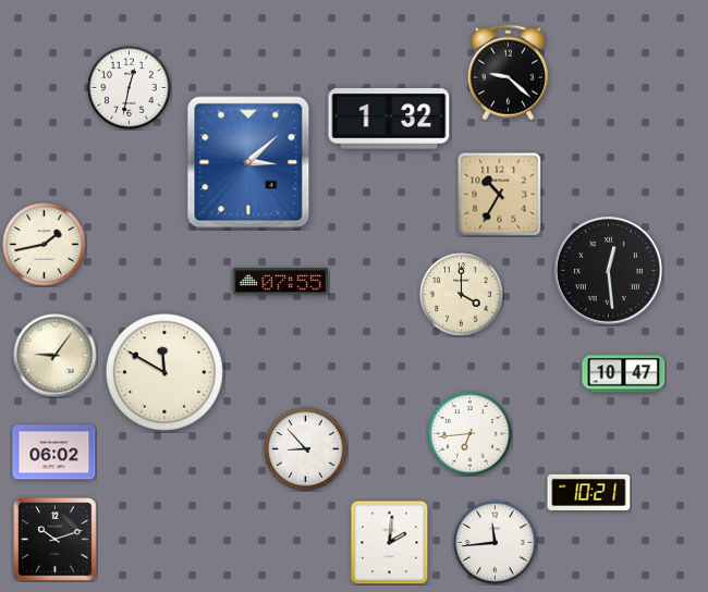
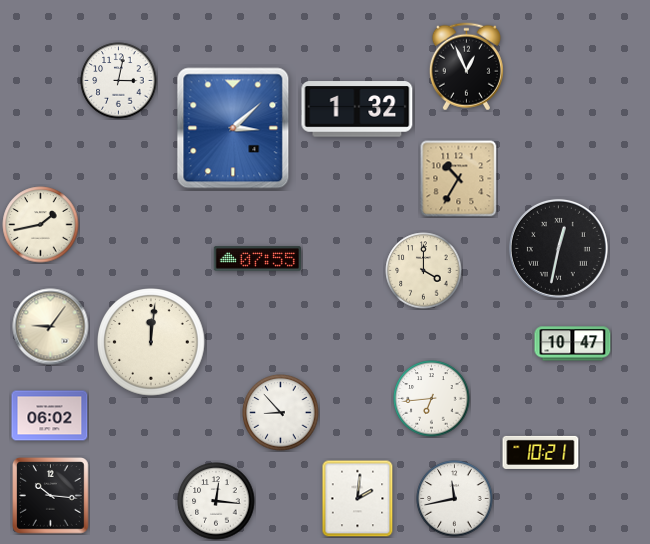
clock at (508, 73): 9:22 -> 12:56
clock at (130, 88): 12:32 -> 3:02
clock at (248, 162) position: (248, 162) -> (233, 128)
clock at (608, 270): 12:29 -> 12:32
clock at (166, 373): 11:50 -> 12:01
clock at (56, 540): 10:12 -> 10:16
clock at (496, 543): 11:44 -> 11:43
clock at (216, 501): none -> 12:16
